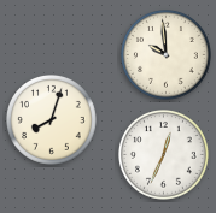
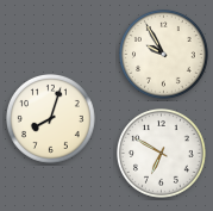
clock at (167, 55): 9:59 -> 9:55
clock at (164, 155): 12:34 -> 6:50
